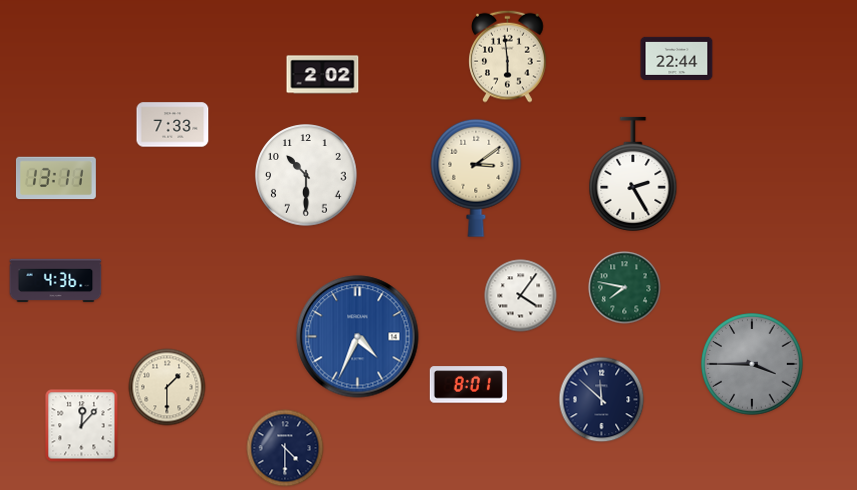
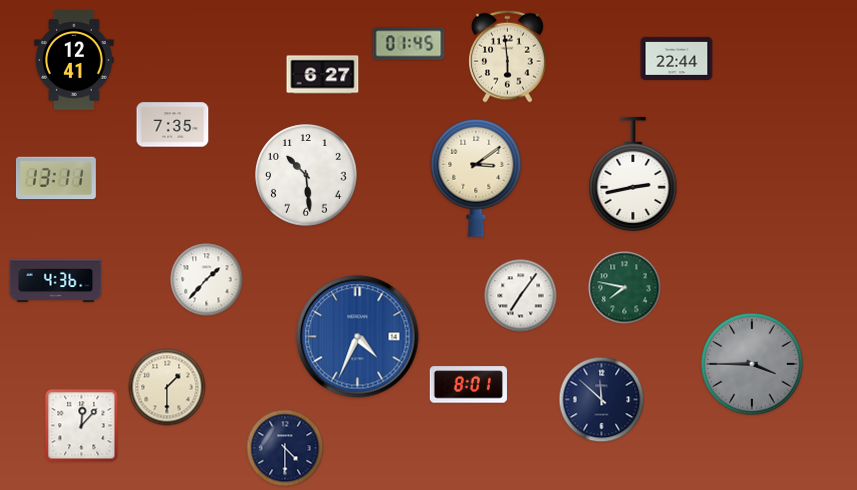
clock at (409, 44): none -> 01:45
clock at (74, 60): none -> 12:41
clock at (323, 75): 2:02 -> 6:27
clock at (173, 125): 7:33 -> 7:35
clock at (633, 174): 2:25 -> 2:43
clock at (306, 175): 10:30 -> 10:29
clock at (207, 280): none -> 1:37
clock at (521, 296): 4:06 -> 7:06
